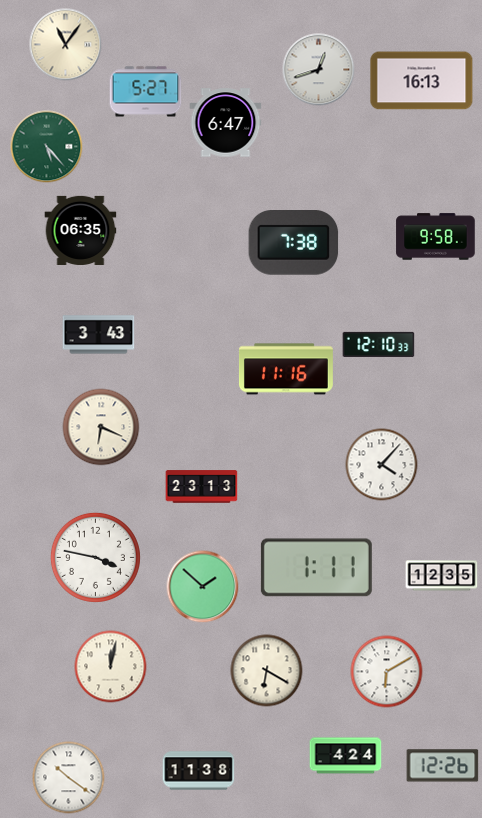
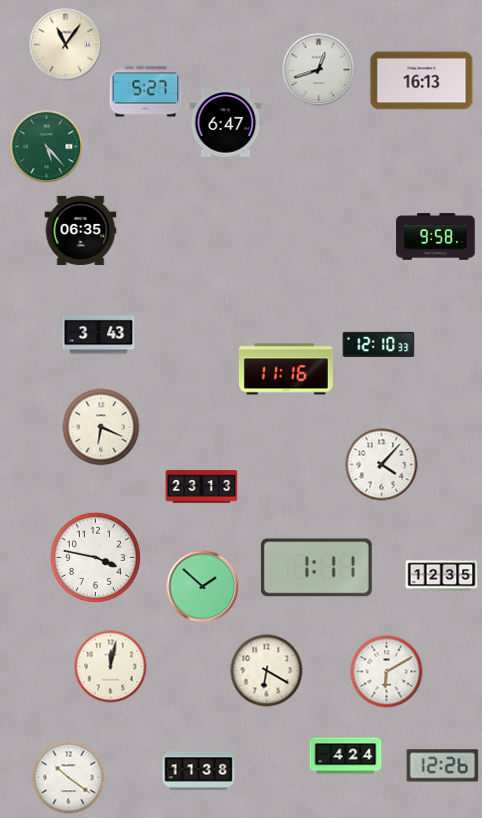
clock at (294, 243): 7:38 -> none
